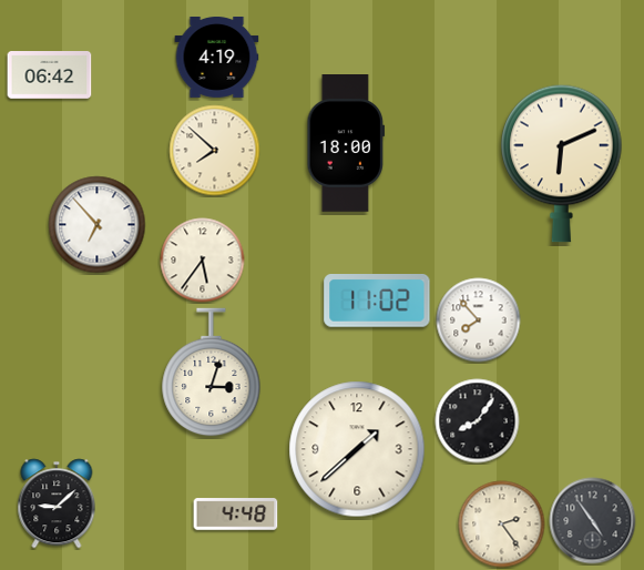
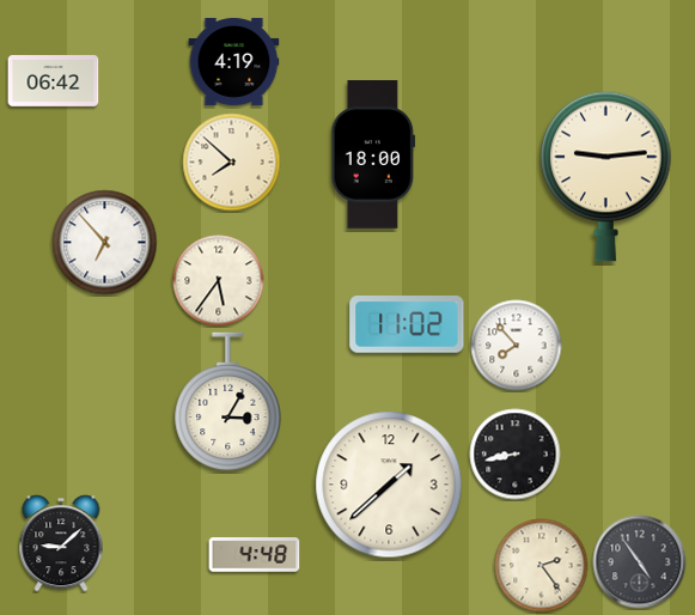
clock at (562, 163): 6:11 -> 9:14
clock at (212, 373): 3:03 -> 3:05
clock at (478, 421): 8:06 -> 8:43
clock at (357, 449) position: (357, 449) -> (389, 485)
